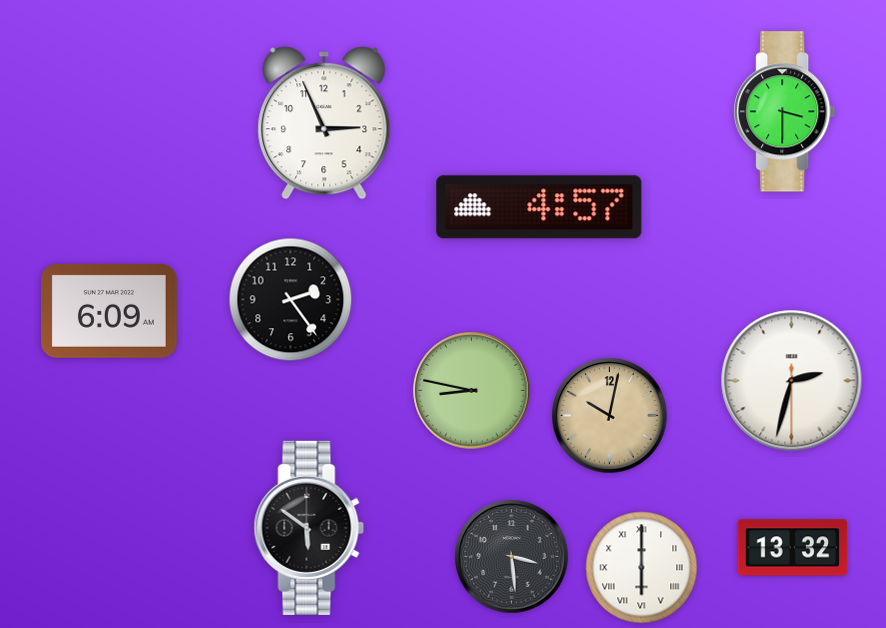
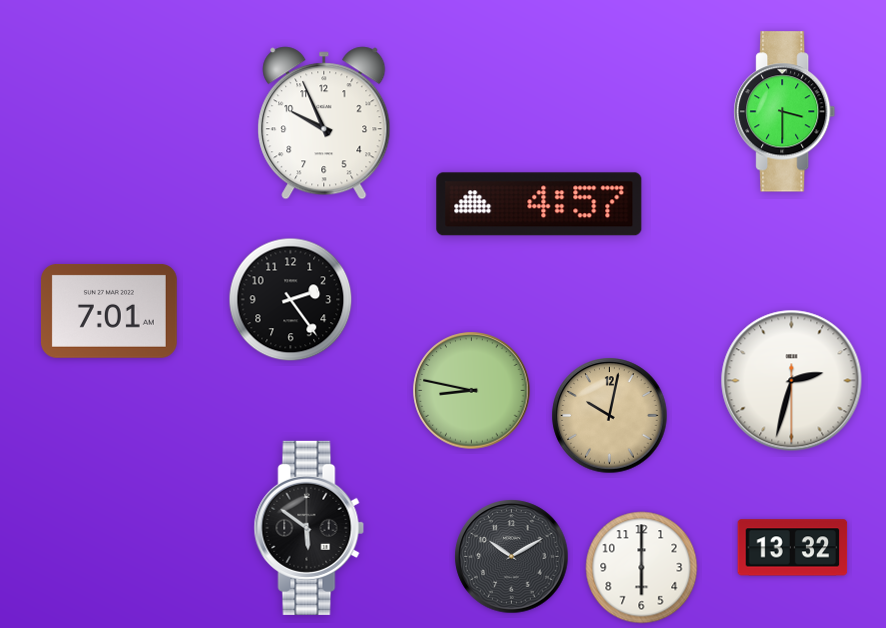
clock at (324, 123): 2:56 -> 9:56
clock at (539, 207) position: (539, 207) -> (539, 204)
clock at (109, 311): 6:09 -> 7:01
clock at (512, 557): 3:29 -> 10:10
clock at (642, 568) numerals: Roman -> Arabic
